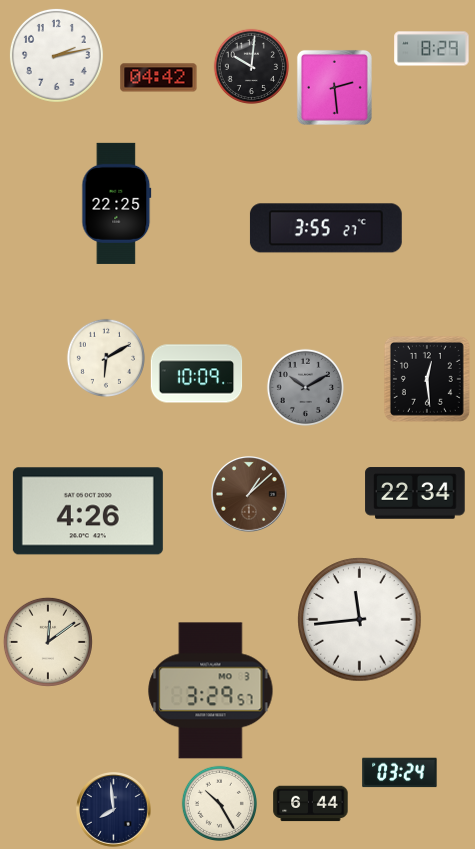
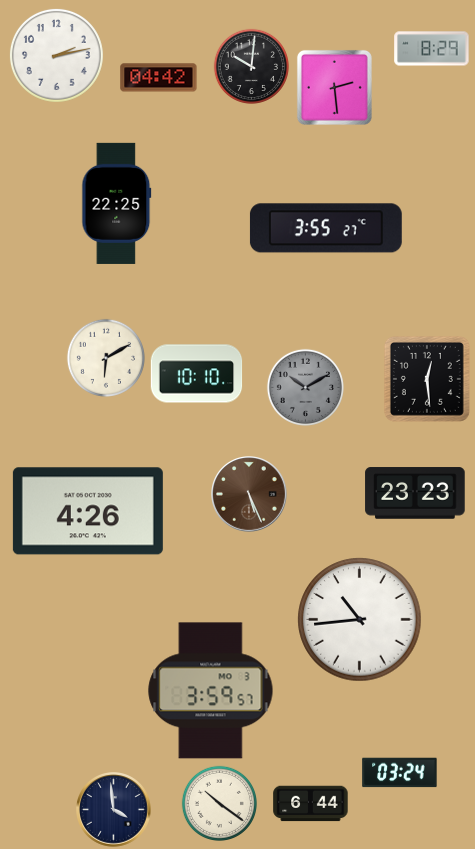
clock at (197, 374): 10:09 -> 10:10
clock at (415, 493): 22:34 -> 23:23
clock at (250, 495): 1:08 -> 5:26
clock at (360, 620): 11:44 -> 10:44
clock at (48, 642): 12:09 -> none
clock at (211, 691): 3:29 -> 3:59
clock at (219, 803): 10:25 -> 10:21
clock at (114, 810): 7:59 -> 3:59
